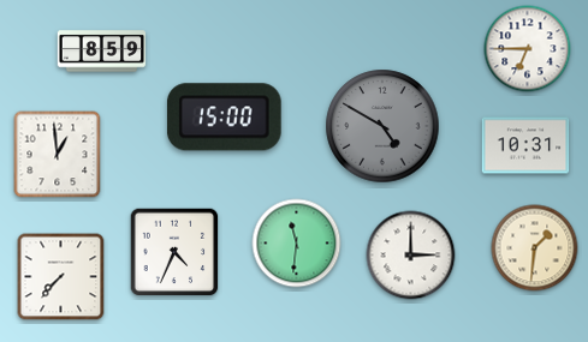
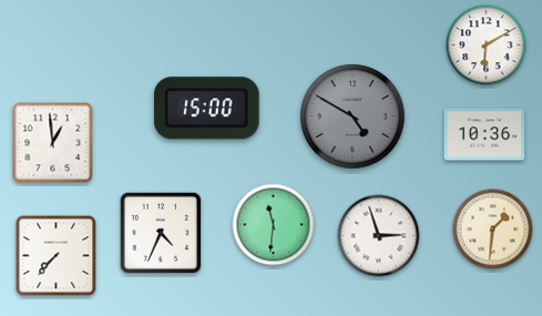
clock at (528, 49): 6:45 -> 6:10
clock at (102, 52): 8:59 -> none
clock at (525, 145): 10:31 -> 10:36
clock at (411, 256): 3:00 -> 2:57
